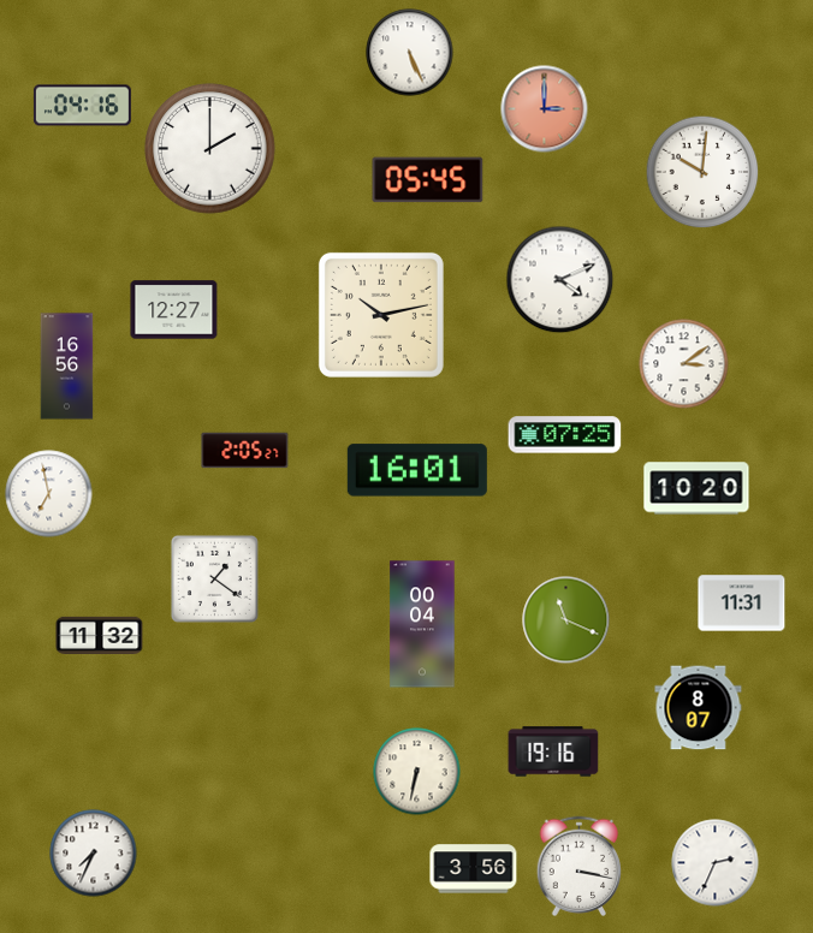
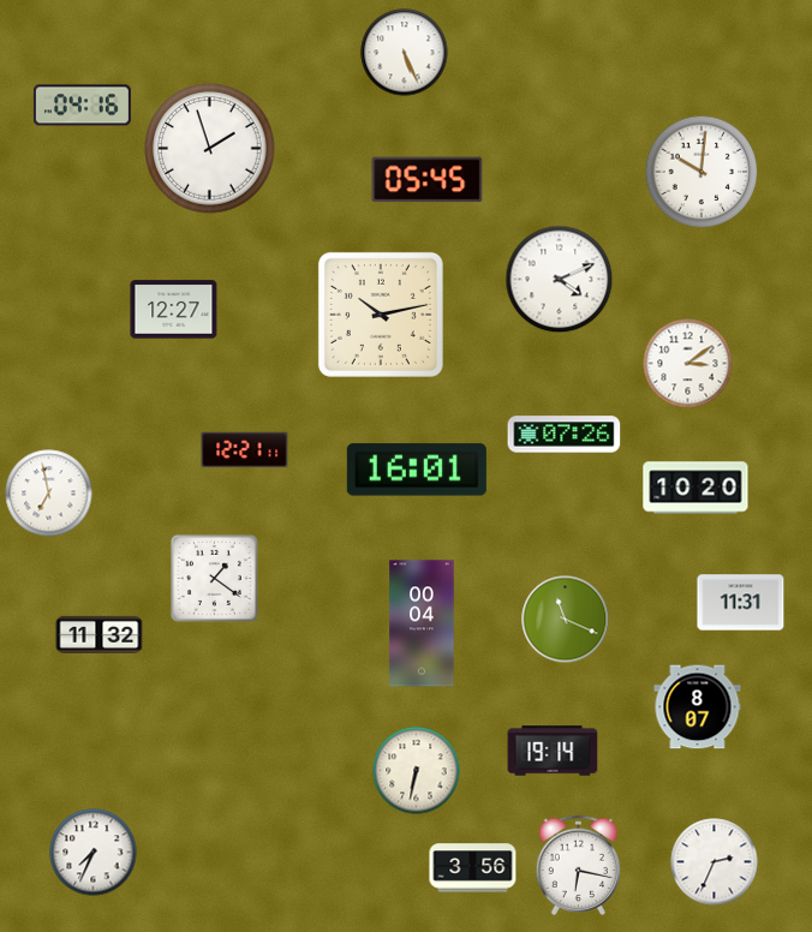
clock at (410, 53) position: (410, 53) -> (405, 53)
clock at (545, 109): 3:00 -> none
clock at (210, 149): 2:00 -> 1:57
clock at (684, 364) position: (684, 364) -> (688, 364)
clock at (67, 367): 16:56 -> none
clock at (565, 435): 07:25 -> 07:26
clock at (245, 451): 2:05 -> 12:21
clock at (553, 751): 19:16 -> 19:14
clock at (580, 866): 3:17 -> 6:17
